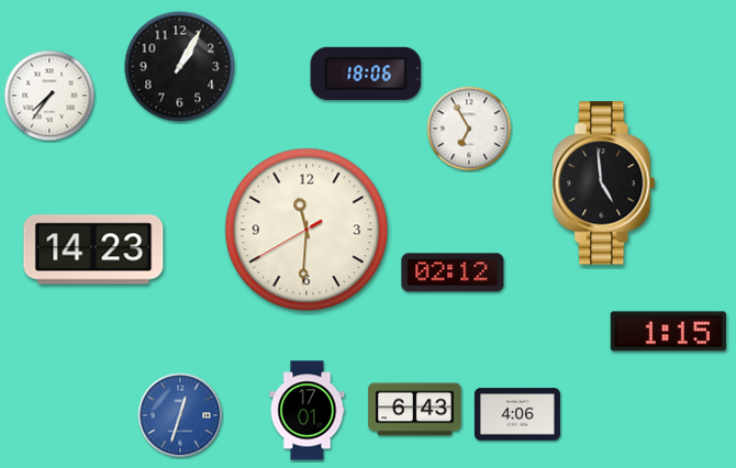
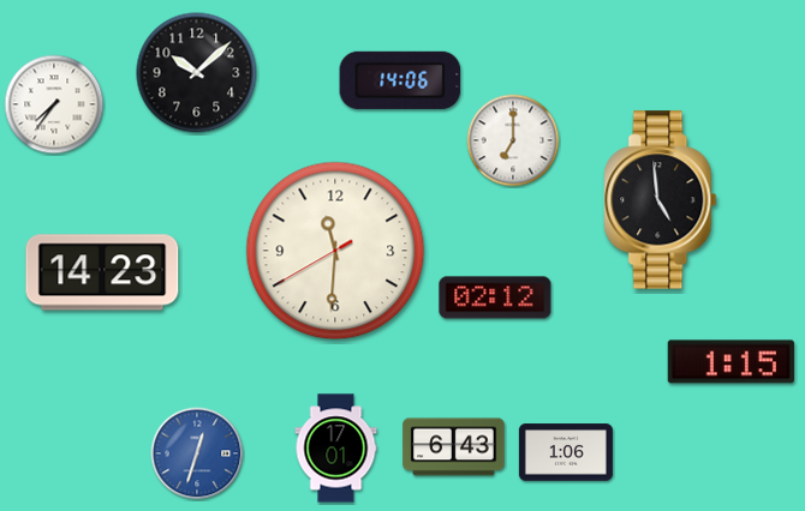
clock at (180, 67): 1:05 -> 10:08
clock at (366, 74): 18:06 -> 14:06
clock at (469, 129): 6:55 -> 7:00
clock at (517, 414): 4:06 -> 1:06
